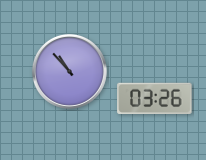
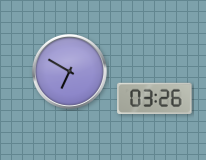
clock at (69, 71): 10:53 -> 6:50
